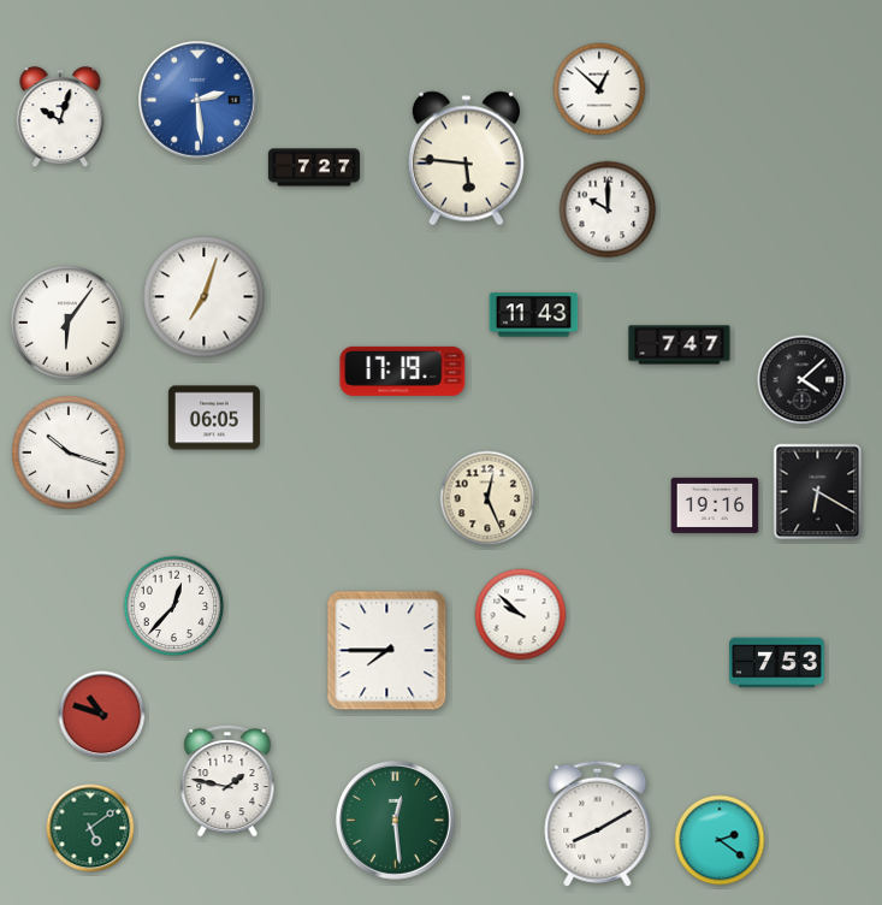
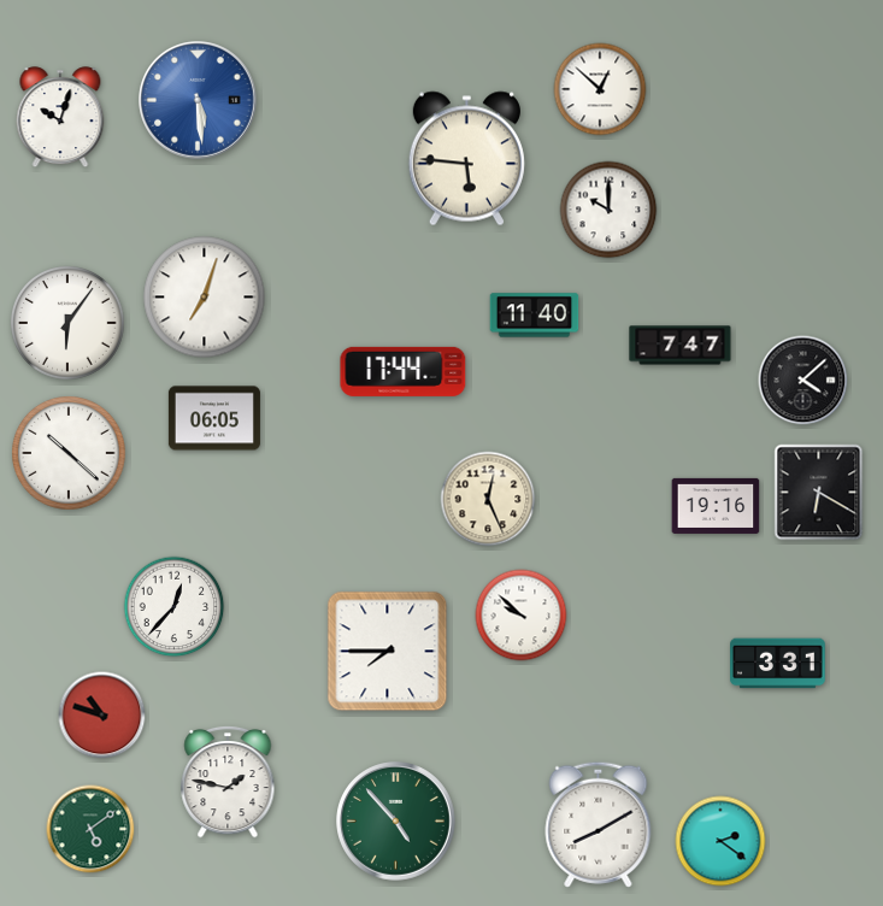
clock at (199, 101): 2:29 -> 5:29
clock at (314, 167): 7:27 -> none
clock at (534, 315): 11:43 -> 11:40
clock at (403, 371): 17:19 -> 17:44
clock at (70, 454): 10:18 -> 10:22
clock at (777, 663): 7:53 -> 3:31
clock at (396, 821): 12:29 -> 4:53
